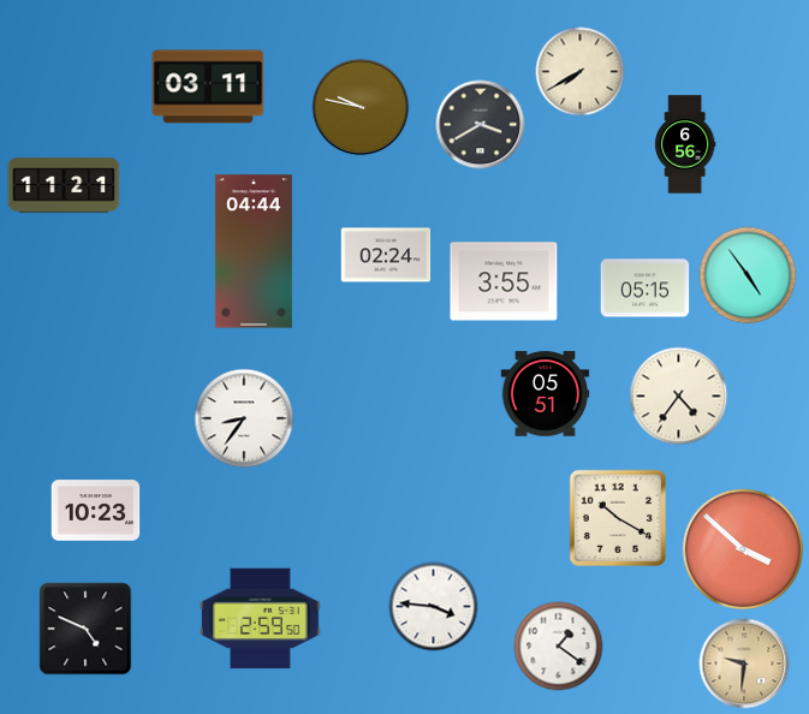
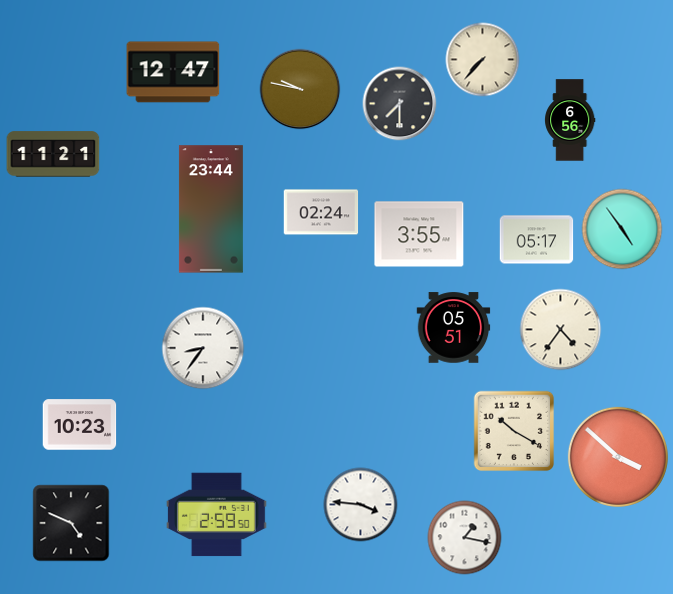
clock at (581, 72): 7:40 -> 7:37
clock at (208, 87): 03:11 -> 12:47
clock at (481, 125): 3:40 -> 7:30
clock at (254, 251): 04:44 -> 23:44
clock at (646, 288): 05:15 -> 05:17
clock at (679, 397) position: (679, 397) -> (561, 330)
clock at (559, 647): 1:21 -> 1:17
clock at (744, 664): 9:31 -> none
